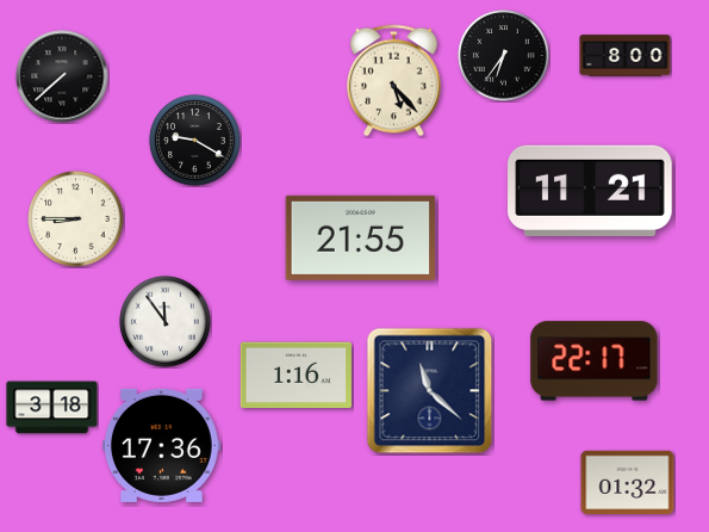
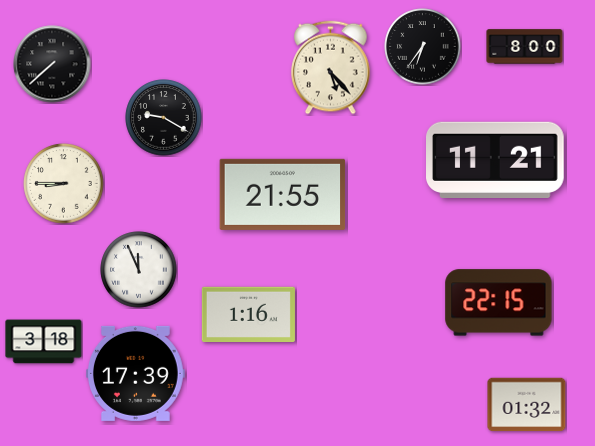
clock at (361, 237) position: (361, 237) -> (283, 194)
clock at (166, 322): 11:54 -> 11:56
clock at (595, 361): 22:17 -> 22:15
clock at (430, 391): 11:22 -> none
clock at (162, 445): 17:36 -> 17:39
